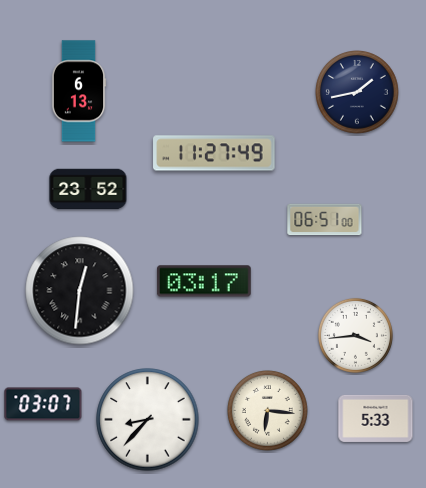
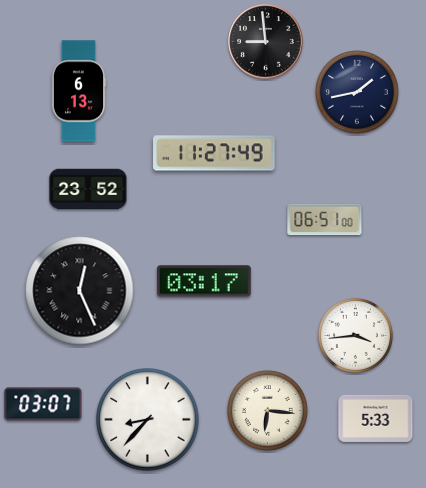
clock at (266, 42): none -> 8:59
clock at (80, 291): 12:31 -> 12:26
